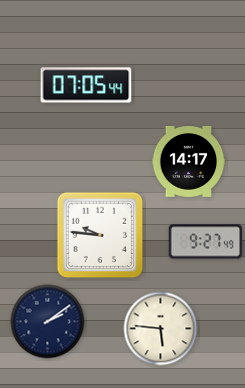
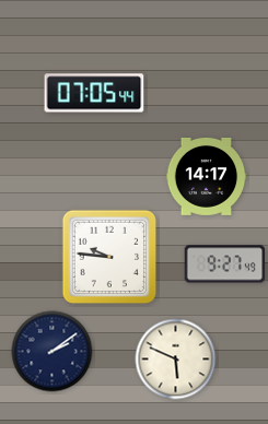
clock at (161, 329): 5:46 -> 5:49
